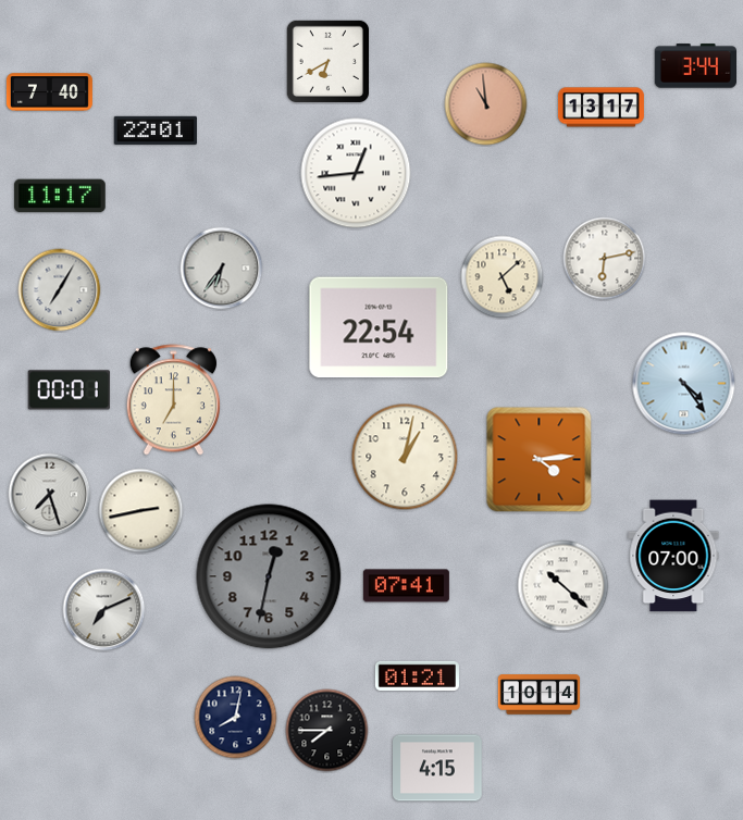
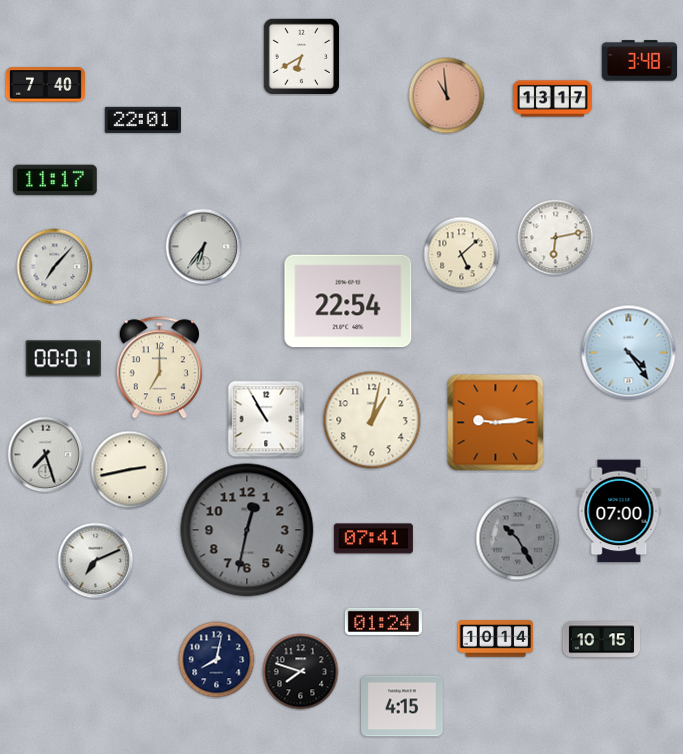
clock at (695, 66): 3:44 -> 3:48
clock at (356, 173): 12:44 -> none
clock at (60, 290): 7:05 -> 7:07
clock at (266, 419): none -> 10:55
clock at (540, 460): 4:14 -> 9:14
clock at (564, 586): 10:22 -> 10:25
clock at (564, 586) dial: white -> grey
clock at (417, 675): 01:21 -> 01:24
clock at (601, 640): none -> 10:15
clock at (327, 731): 7:45 -> 7:48
